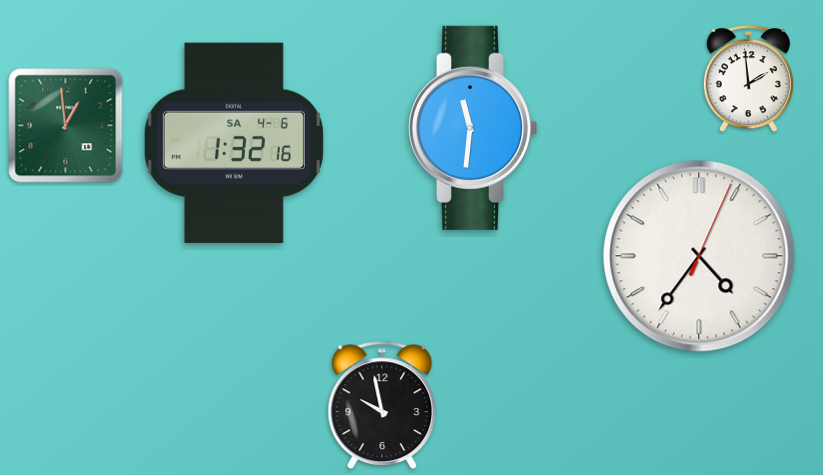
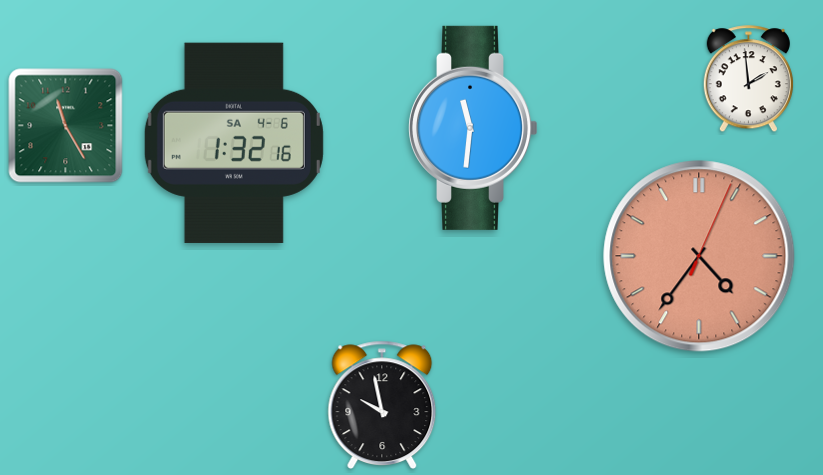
clock at (66, 126): 12:59 -> 11:25
clock at (699, 256) dial: white -> salmon
